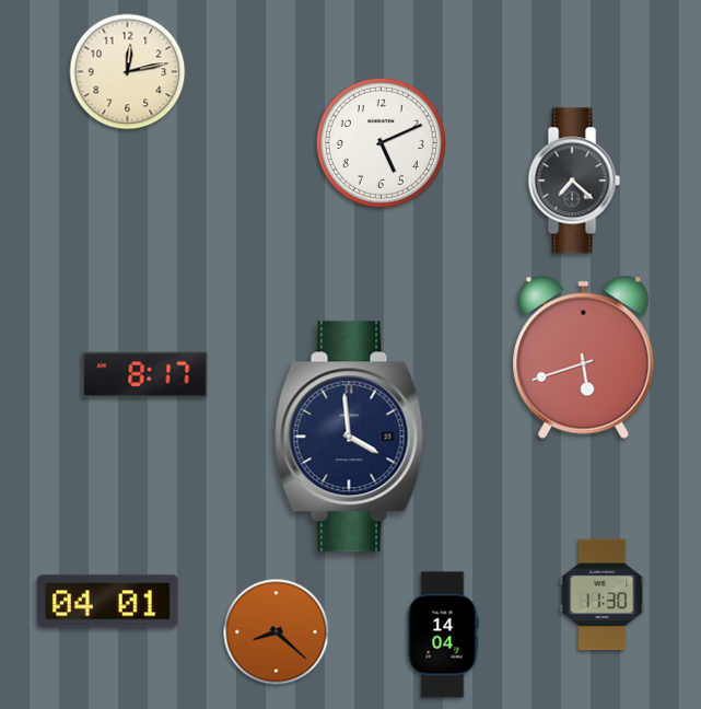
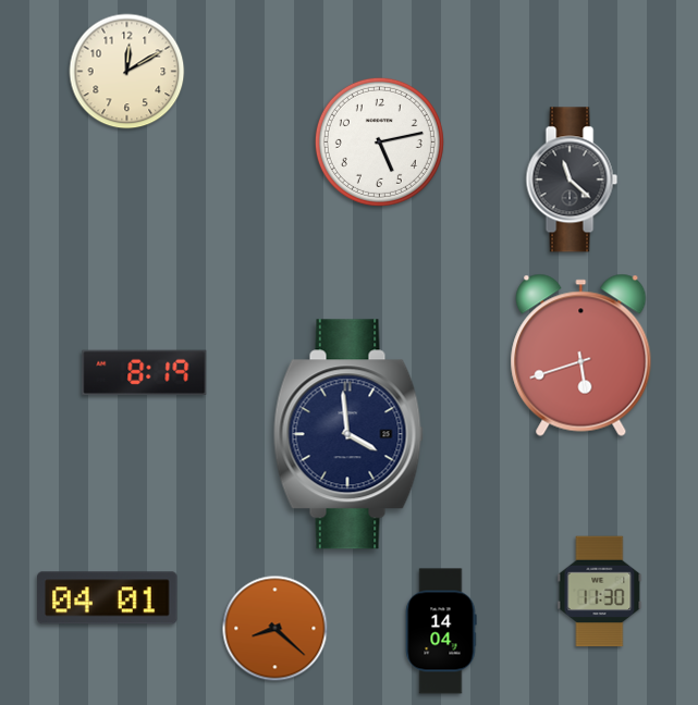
clock at (128, 72): 12:13 -> 12:10
clock at (381, 142): 5:11 -> 5:13
clock at (574, 181): 7:22 -> 11:22
clock at (145, 374): 8:17 -> 8:19
